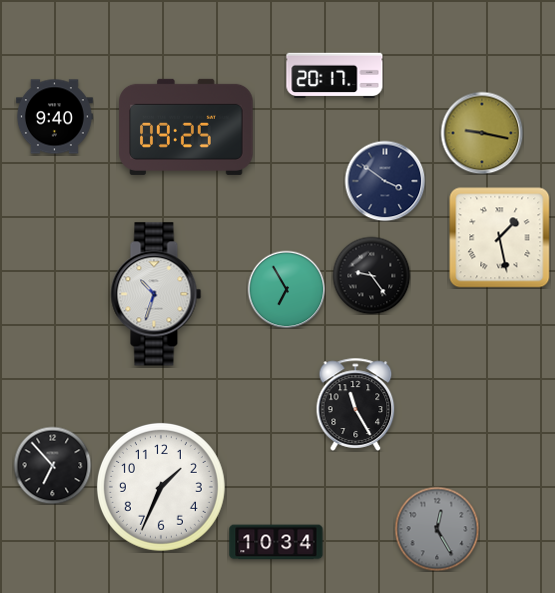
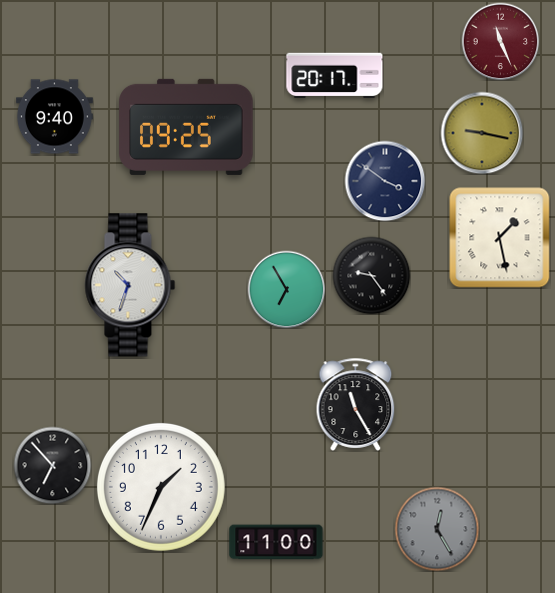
clock at (500, 41): none -> 11:26
clock at (156, 294) position: (156, 294) -> (130, 285)
clock at (276, 542): 10:34 -> 11:00
